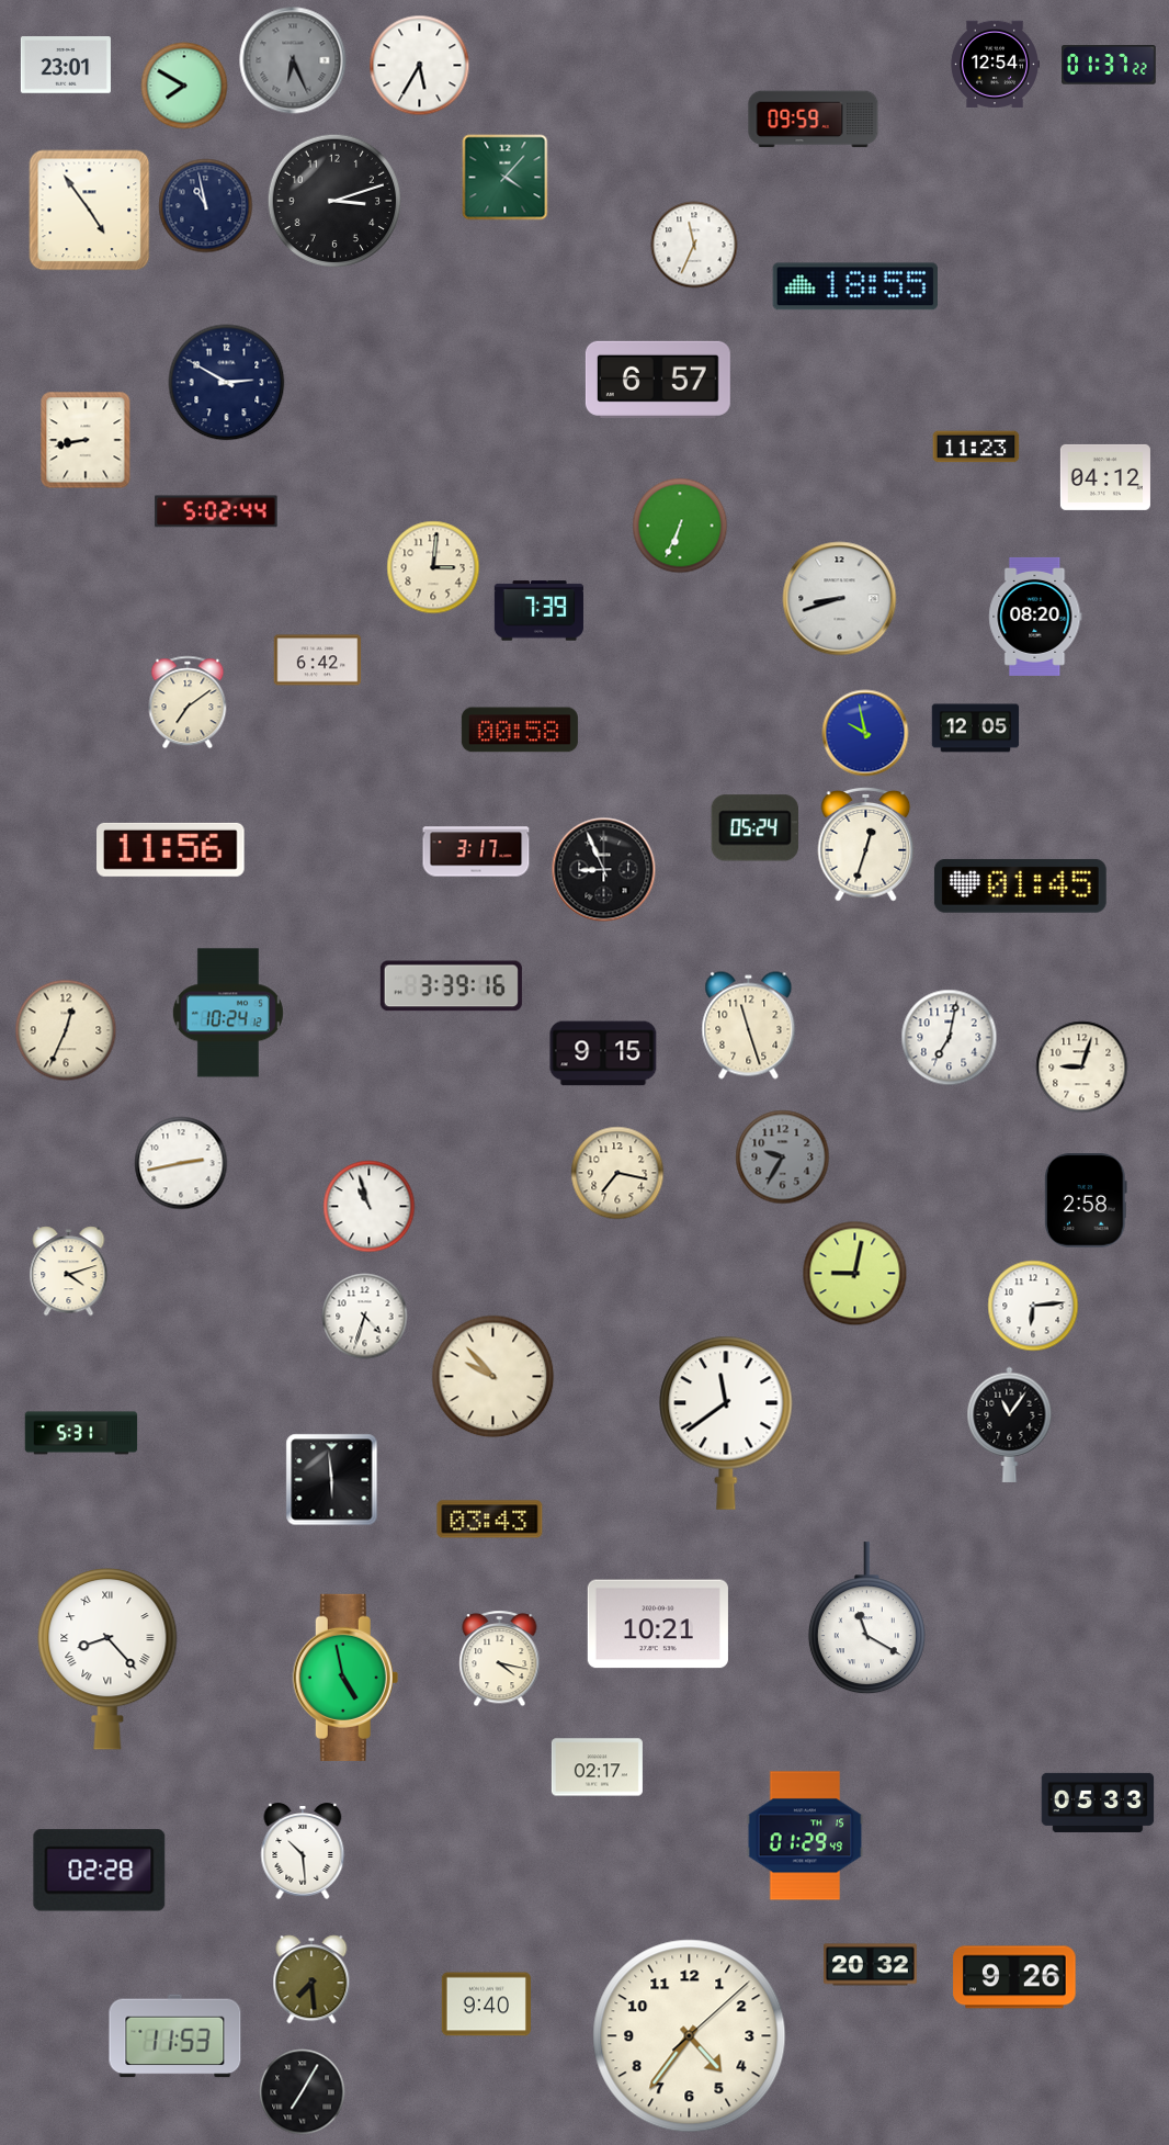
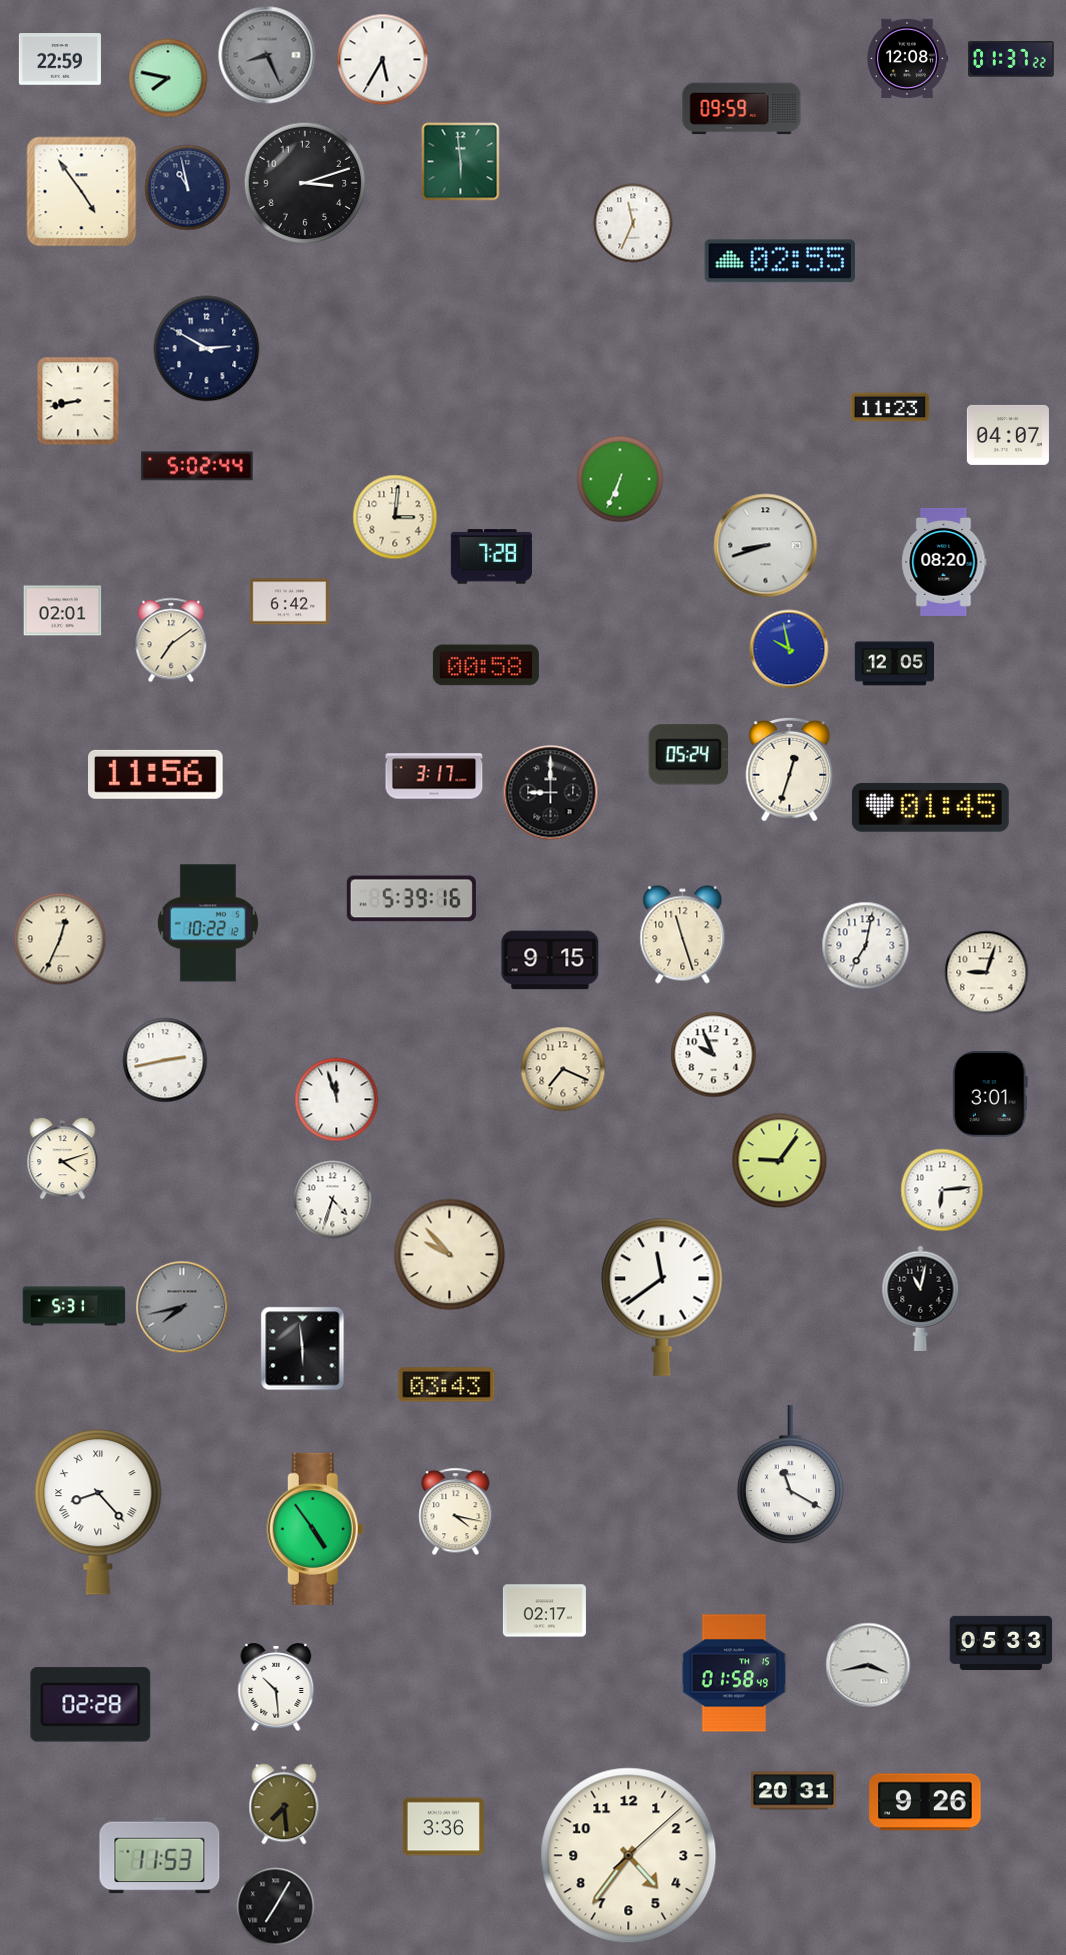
clock at (293, 60): 6:26 -> 8:26
clock at (66, 65): 23:01 -> 22:59
clock at (994, 65): 12:54 -> 12:08
clock at (184, 86): 7:50 -> 7:47
clock at (506, 178): 4:07 -> 5:59
clock at (855, 286): 18:55 -> 02:55
clock at (658, 380): 6:57 -> none
clock at (1105, 477): 04:12 -> 04:07
clock at (538, 611): 7:39 -> 7:28
clock at (63, 611): none -> 02:01
clock at (976, 729) position: (976, 729) -> (895, 664)
clock at (520, 730) position: (520, 730) -> (486, 665)
clock at (865, 733) position: (865, 733) -> (789, 649)
clock at (604, 870): 8:56 -> 9:00
clock at (451, 986): 3:39 -> 5:39
clock at (228, 1013): 10:24 -> 10:22
clock at (783, 1158): 9:35 -> 9:56
clock at (783, 1158) dial: grey -> white
clock at (617, 1173): 7:17 -> 7:19
clock at (1086, 1201): 2:58 -> 3:01
clock at (370, 1207): 10:57 -> 11:57
clock at (855, 1274): 9:02 -> 9:06
clock at (1010, 1424): 11:06 -> 11:02
clock at (182, 1307): none -> 7:43
clock at (658, 1624): 10:21 -> none
clock at (345, 1678): 4:58 -> 4:54
clock at (868, 1665): none -> 3:43
clock at (805, 1836): 01:29 -> 01:58
clock at (871, 1965): 20:32 -> 20:31
clock at (486, 2005): 9:40 -> 3:36
